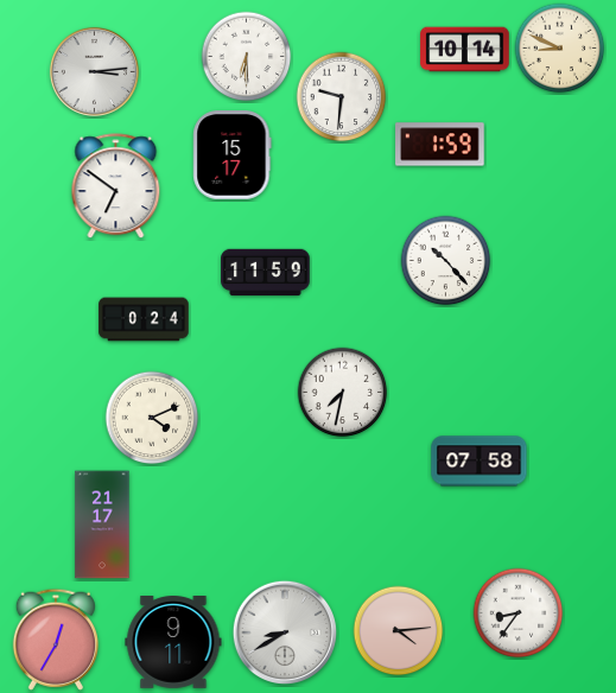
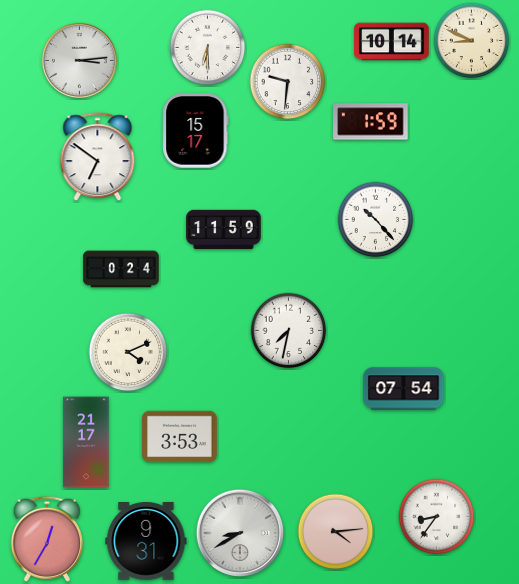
clock at (480, 462): 07:58 -> 07:54
clock at (180, 437): none -> 3:53
clock at (173, 643): 9:11 -> 9:31
